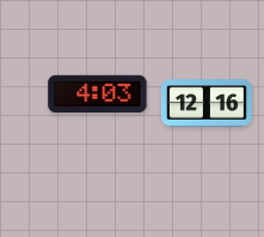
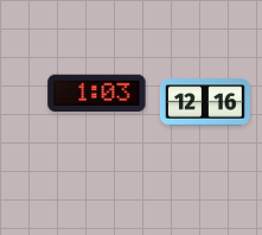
clock at (98, 93): 4:03 -> 1:03
